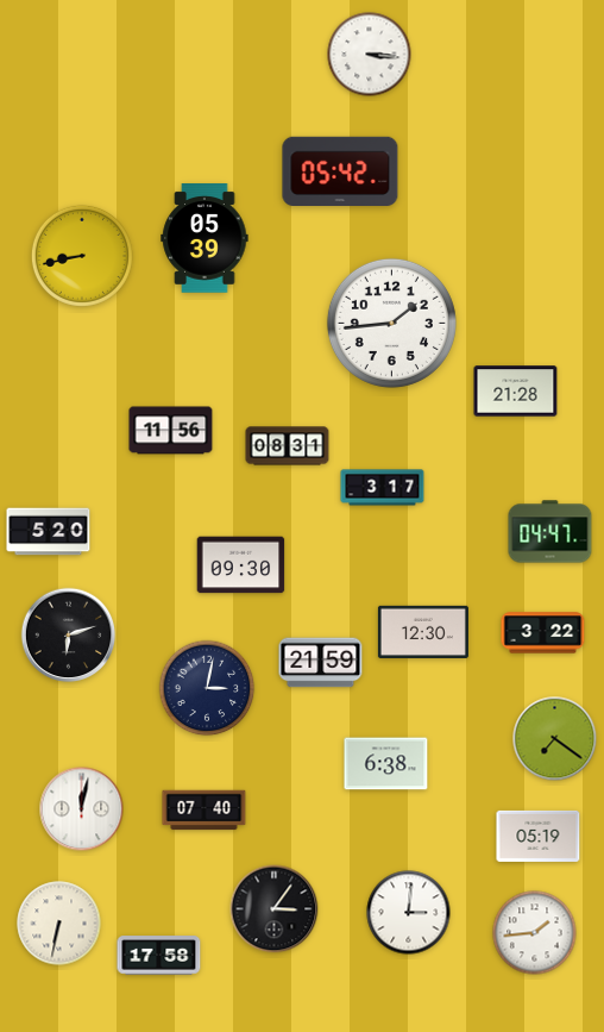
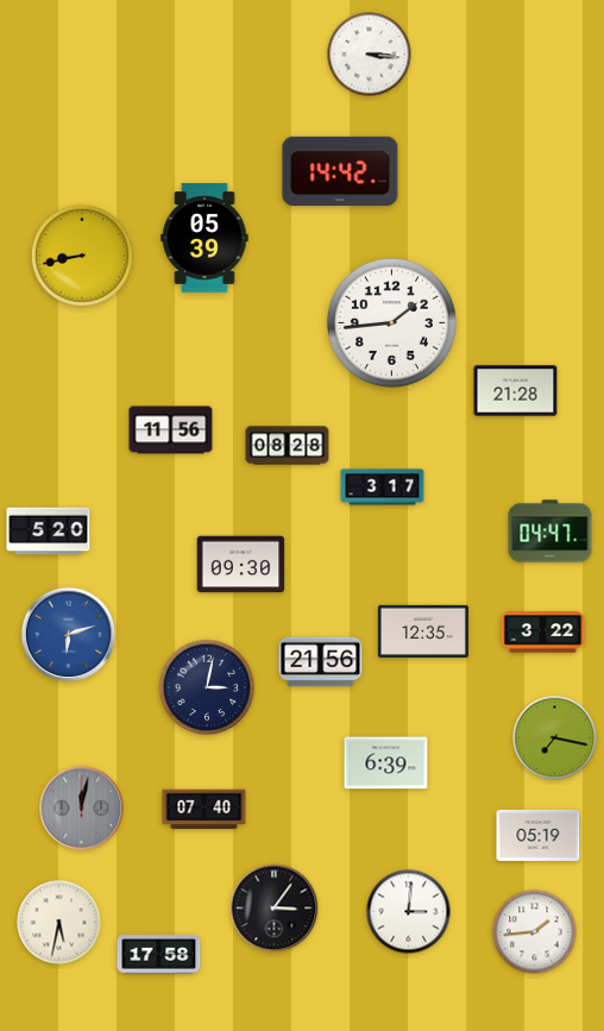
clock at (340, 170): 05:42 -> 14:42
clock at (288, 446): 08:31 -> 08:28
clock at (423, 632): 12:30 -> 12:35
clock at (69, 636) dial: black -> blue
clock at (321, 663): 21:59 -> 21:56
clock at (555, 739): 7:21 -> 7:17
clock at (386, 764): 6:38 -> 6:39
clock at (82, 809) dial: white -> grey
clock at (59, 924): 6:32 -> 5:32
